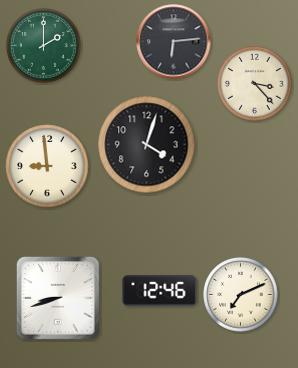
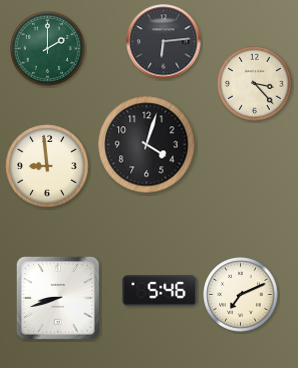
clock at (174, 42) position: (174, 42) -> (164, 42)
clock at (44, 46) position: (44, 46) -> (48, 49)
clock at (160, 291): 12:46 -> 5:46
